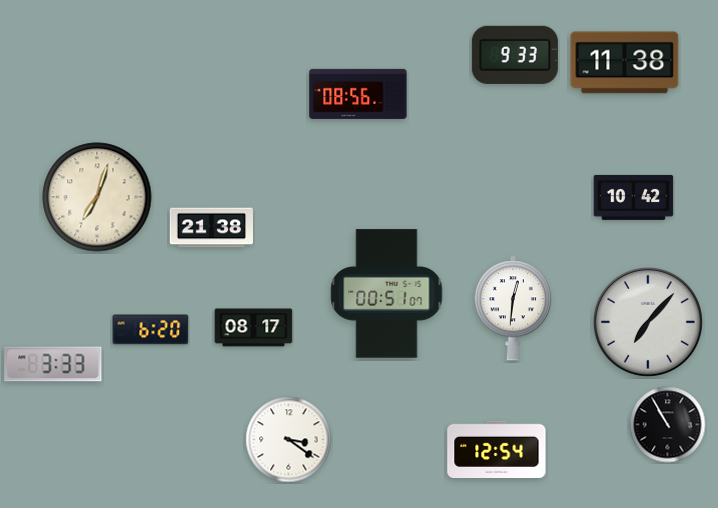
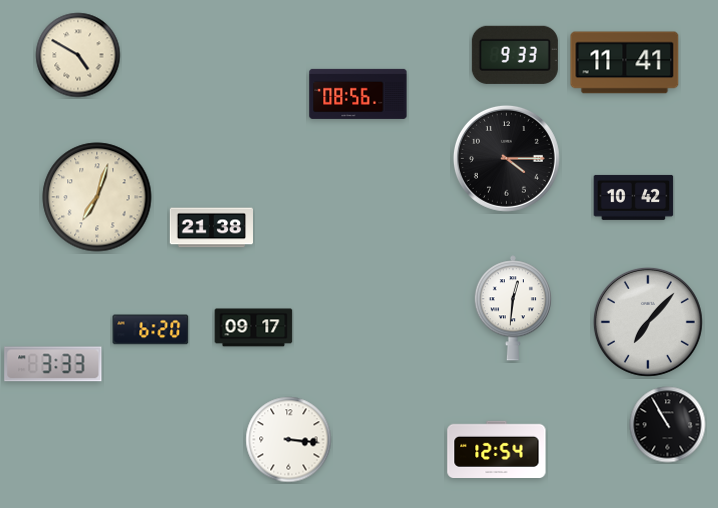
clock at (78, 55): none -> 4:50
clock at (625, 63): 11:38 -> 11:41
clock at (506, 158): none -> 4:15
clock at (387, 294): 00:51 -> none
clock at (254, 328): 08:17 -> 09:17
clock at (289, 440): 3:21 -> 3:16
